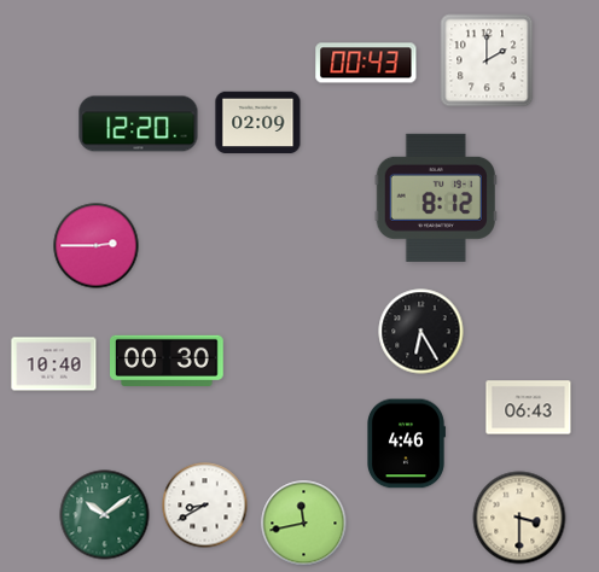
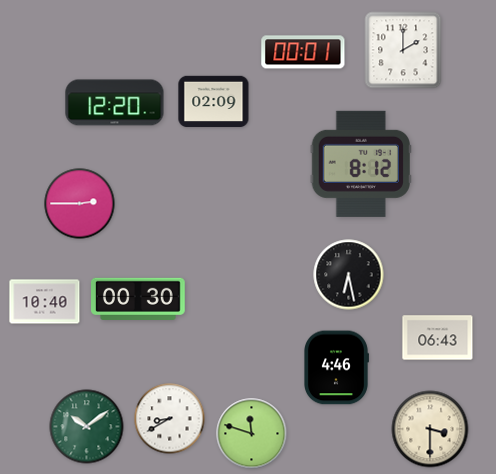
clock at (366, 63): 00:43 -> 00:01
clock at (421, 332): 6:25 -> 6:28
clock at (304, 524): 11:43 -> 11:48
